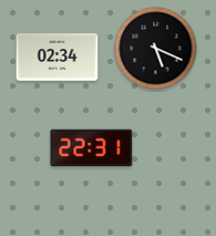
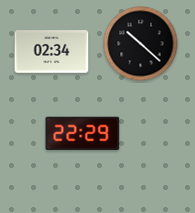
clock at (156, 49): 5:19 -> 10:22
clock at (92, 147): 22:31 -> 22:29
